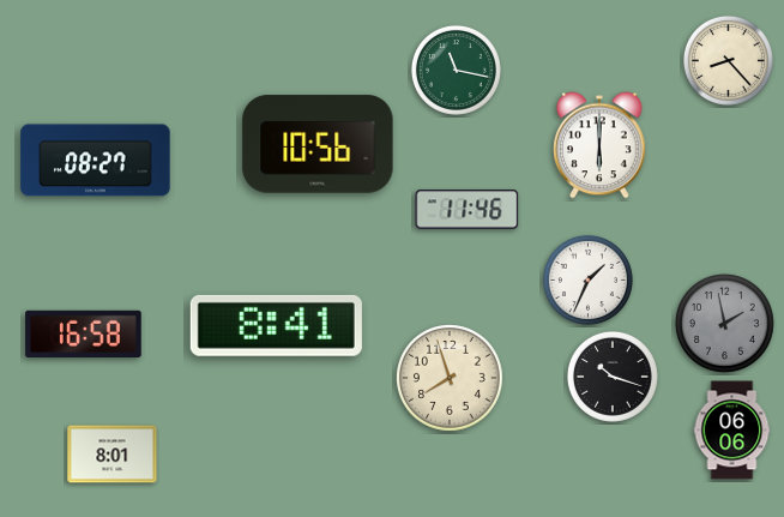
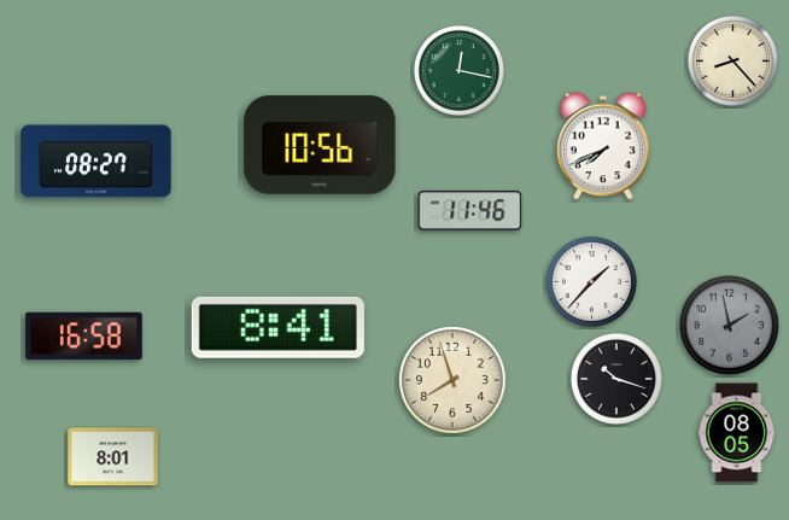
clock at (456, 70): 11:17 -> 12:17
clock at (599, 145): 6:00 -> 7:41
clock at (587, 279): 1:34 -> 1:37
clock at (732, 431): 06:06 -> 08:05
